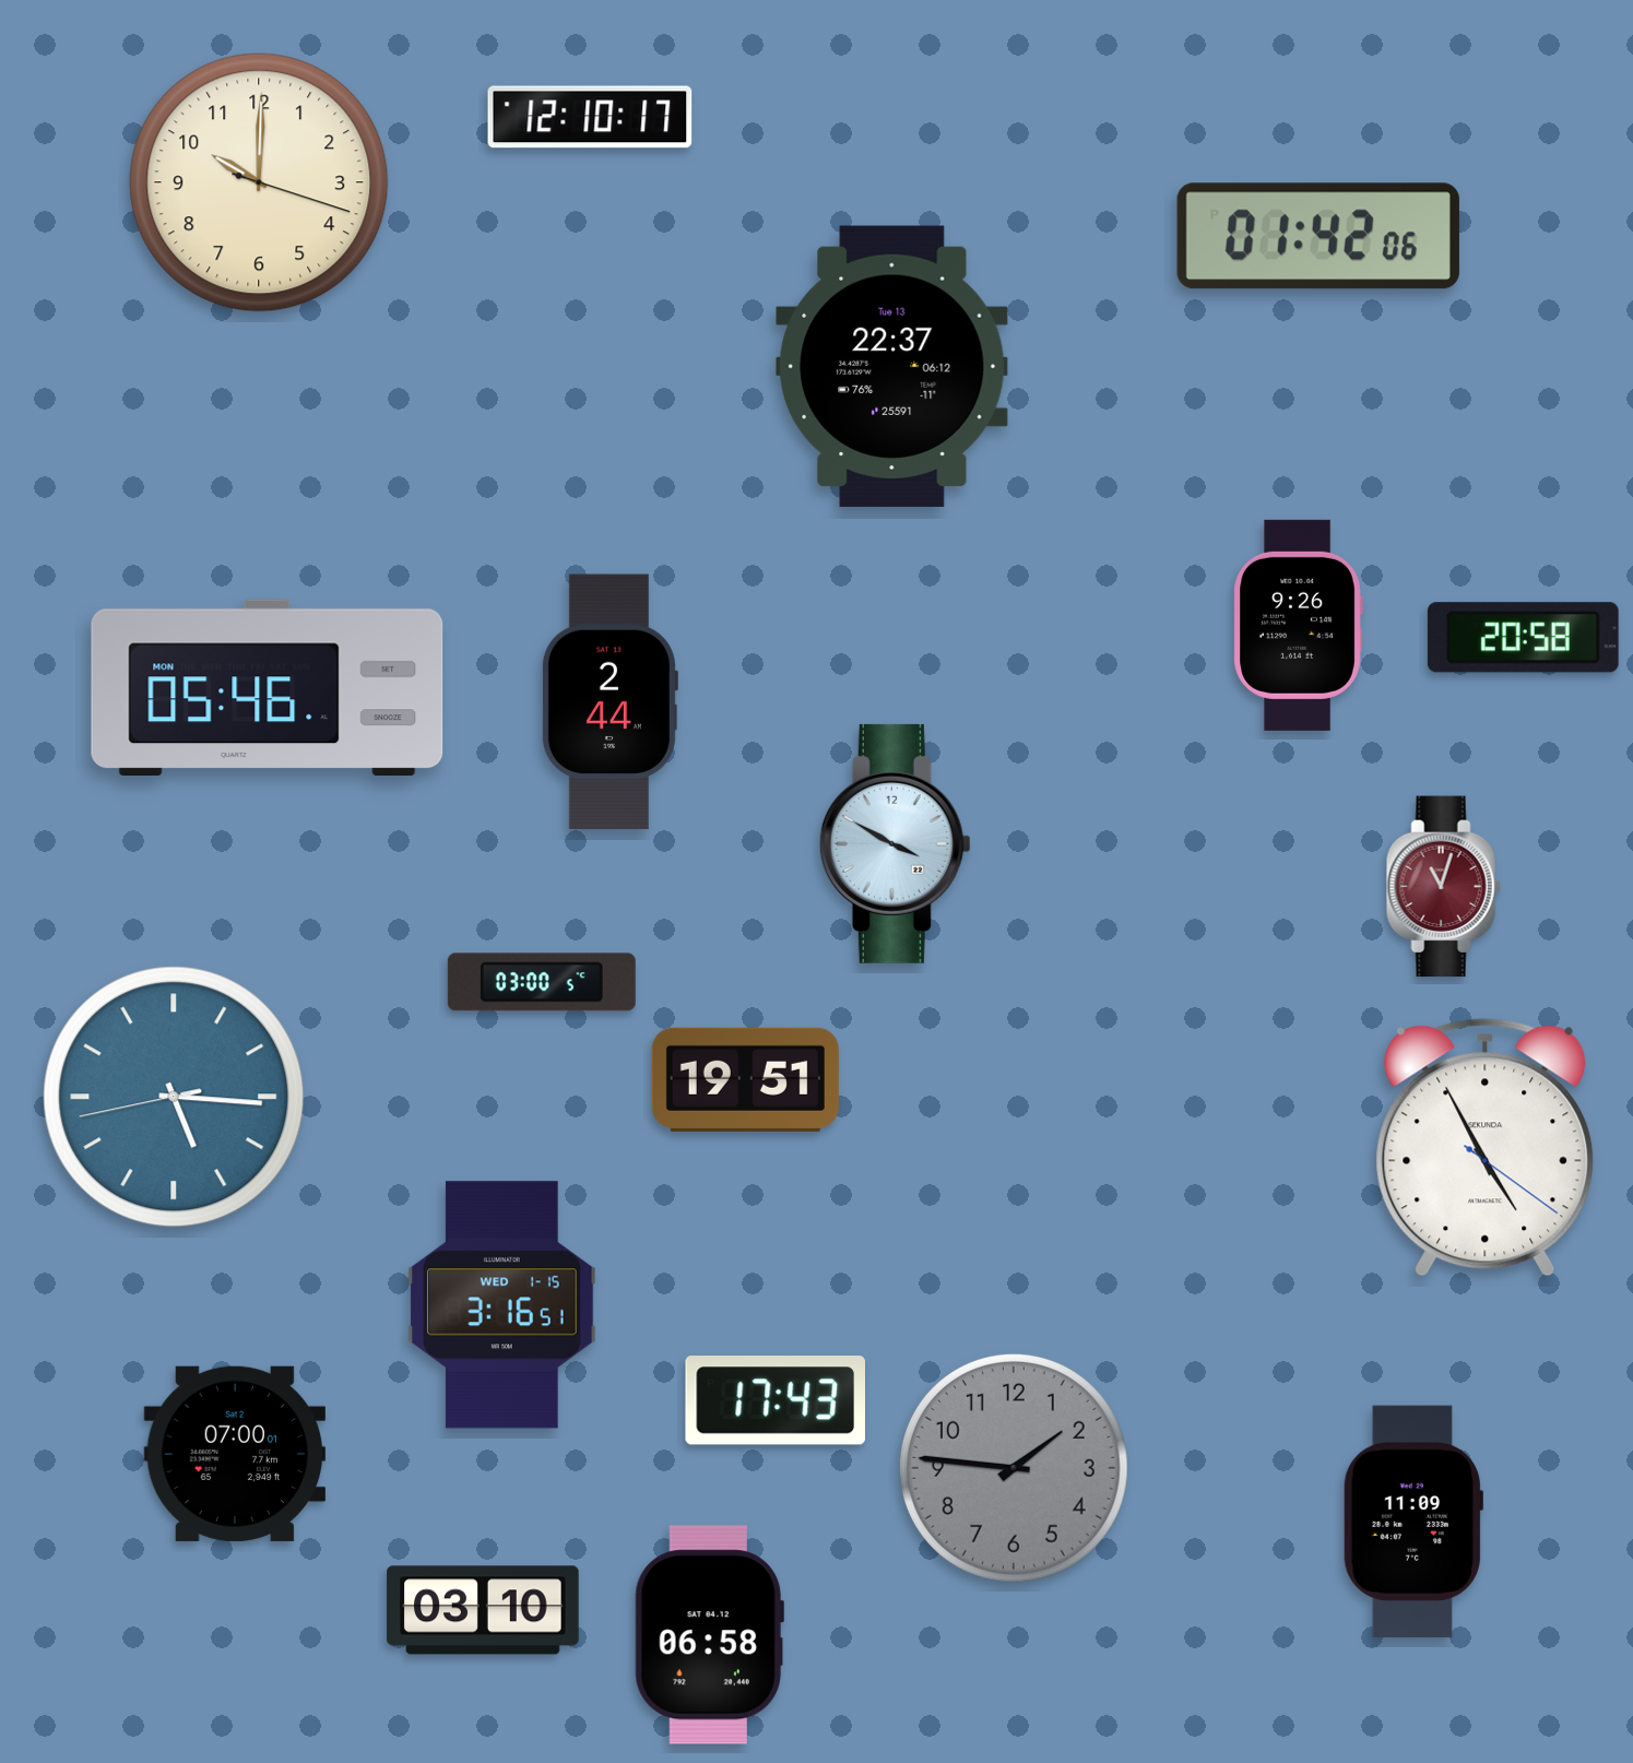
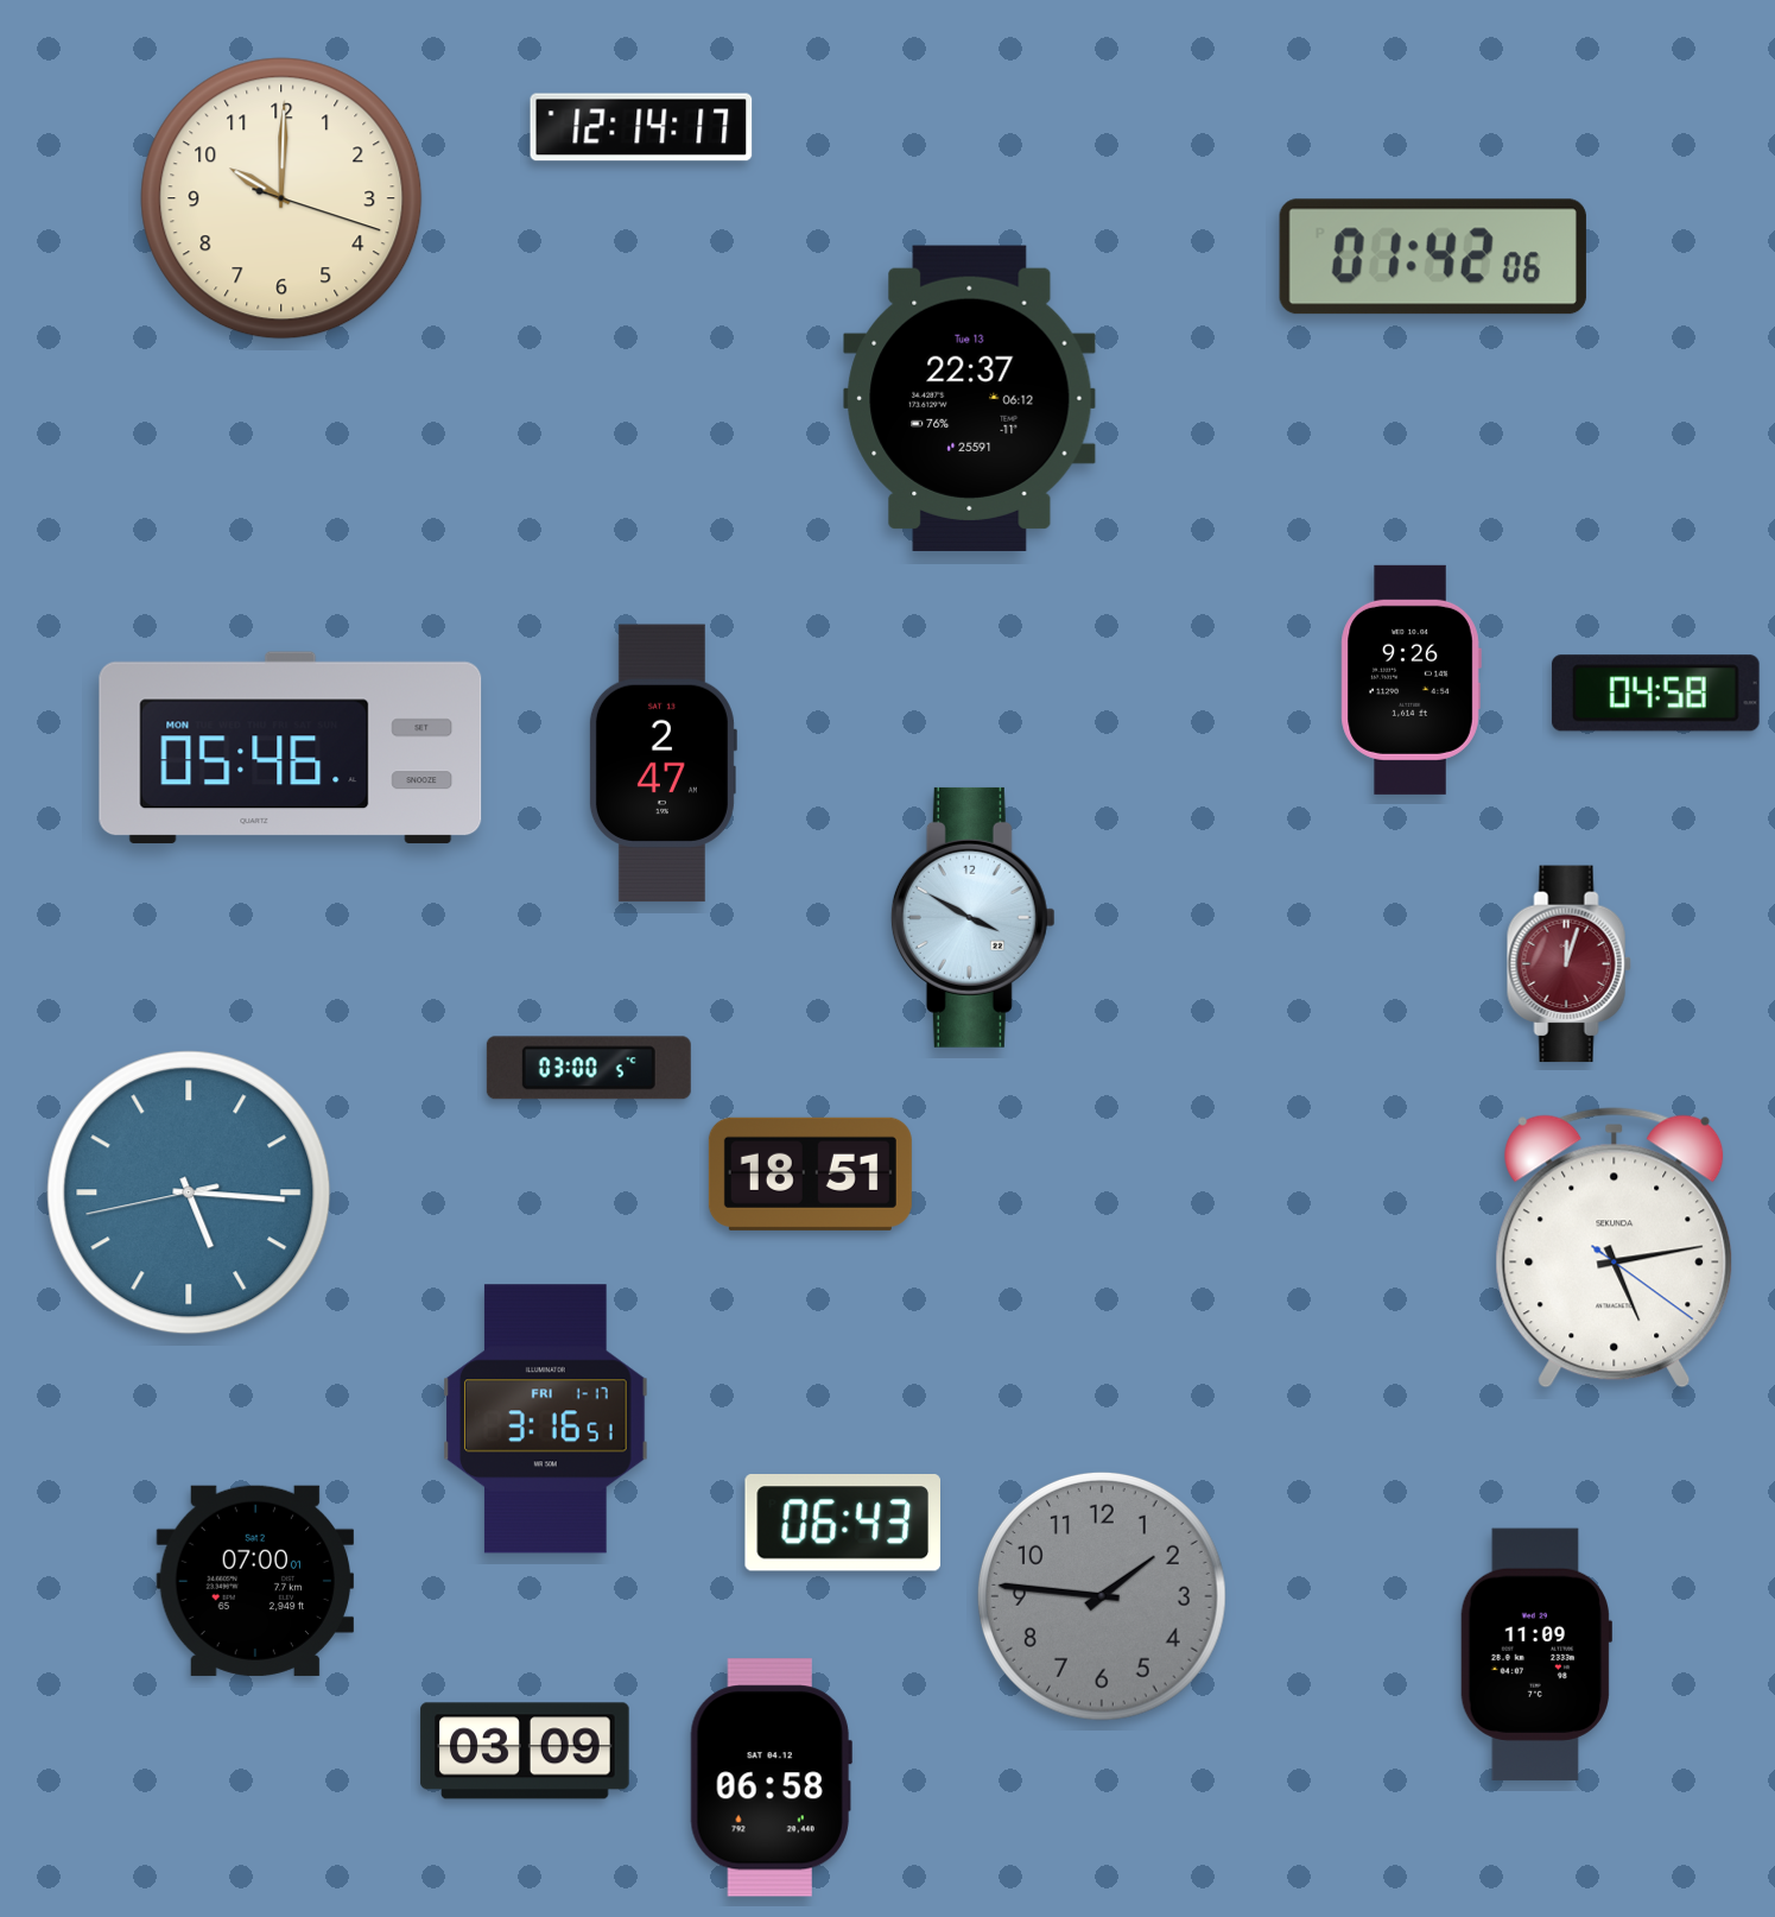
clock at (590, 117): 12:10 -> 12:14
clock at (1523, 638): 20:58 -> 04:58
clock at (610, 702): 2:44 -> 2:47
clock at (1443, 887): 11:03 -> 12:03
clock at (745, 1079): 19:51 -> 18:51
clock at (1486, 1148): 4:55 -> 5:13
clock at (502, 1305) date: WED 1-15 -> FRI 1-17
clock at (774, 1401): 17:43 -> 06:43
clock at (483, 1610): 03:10 -> 03:09
